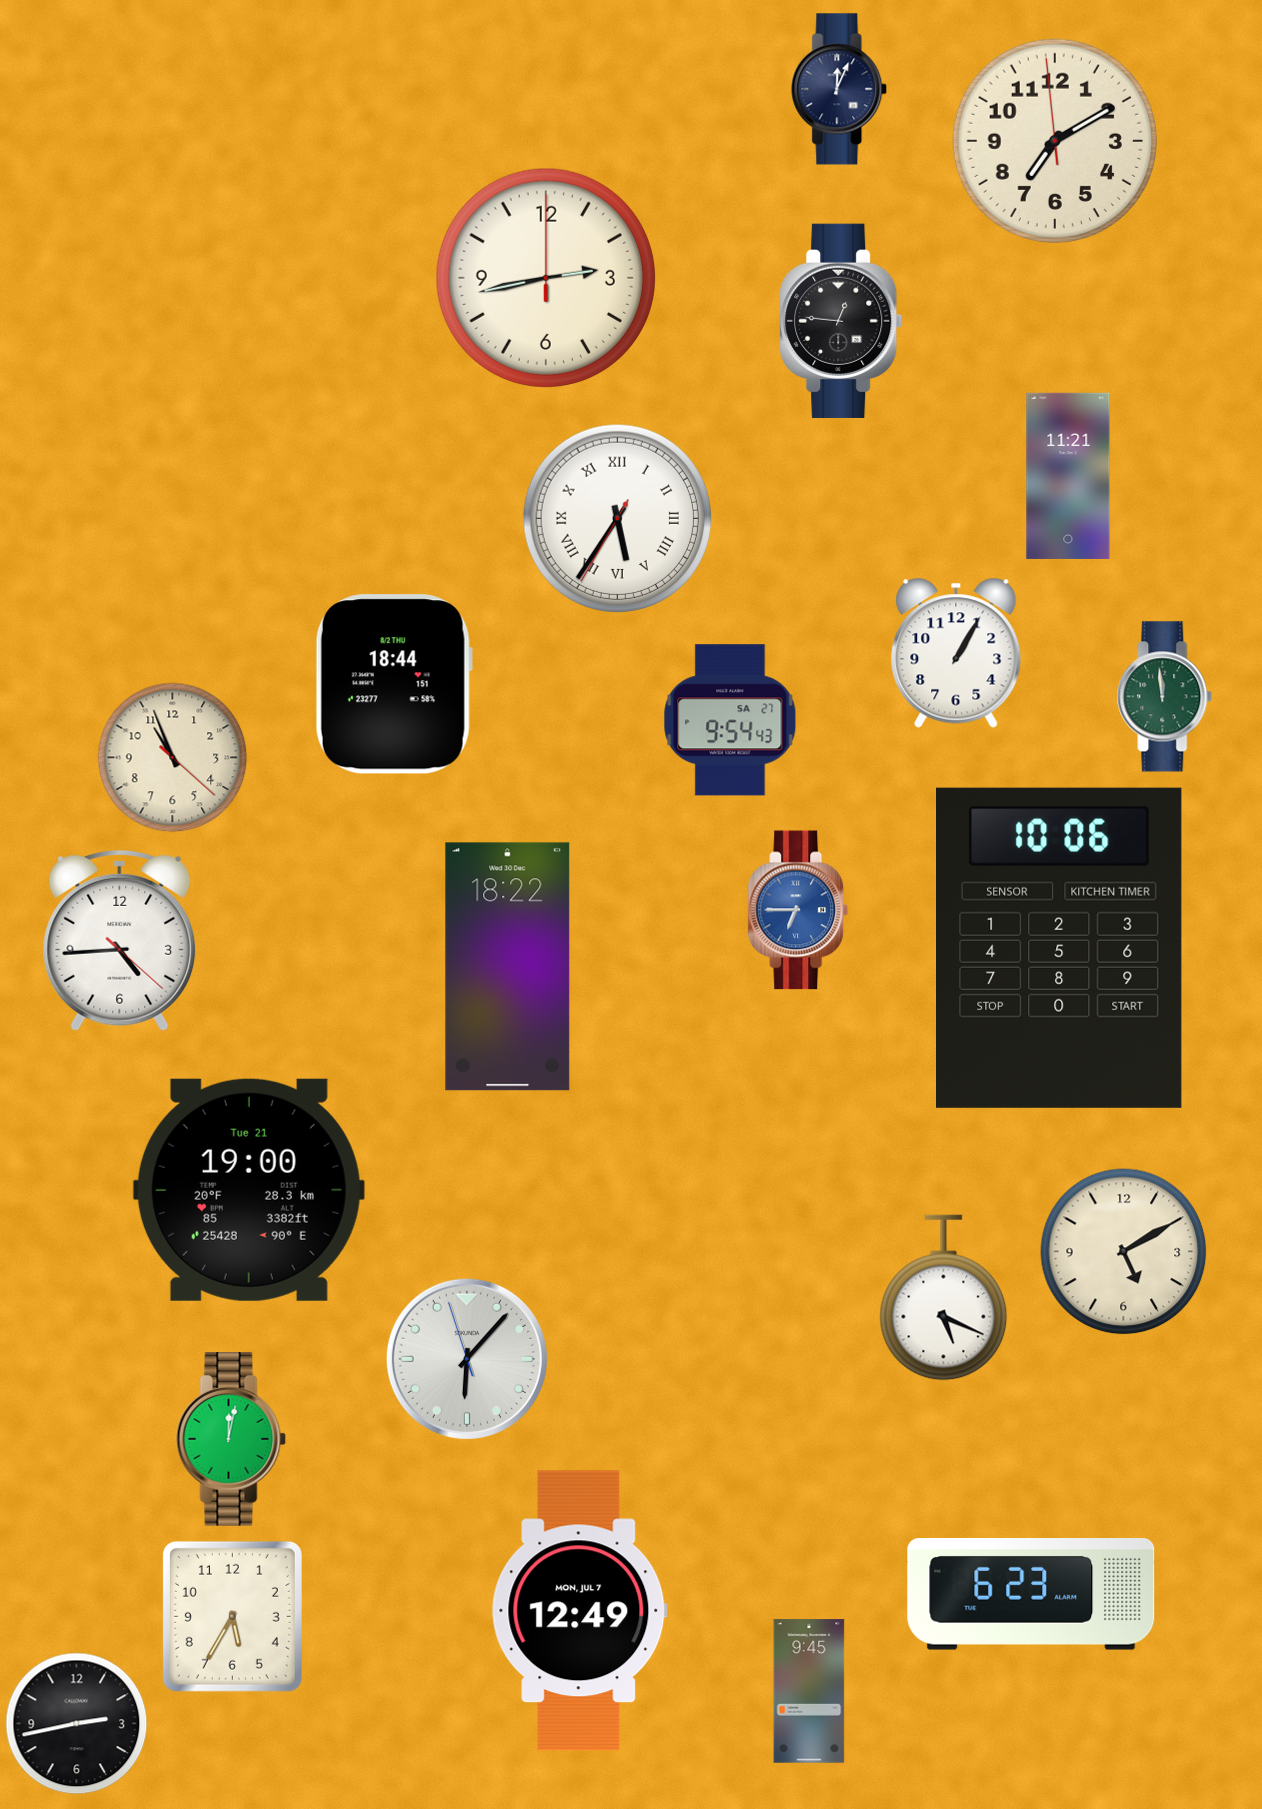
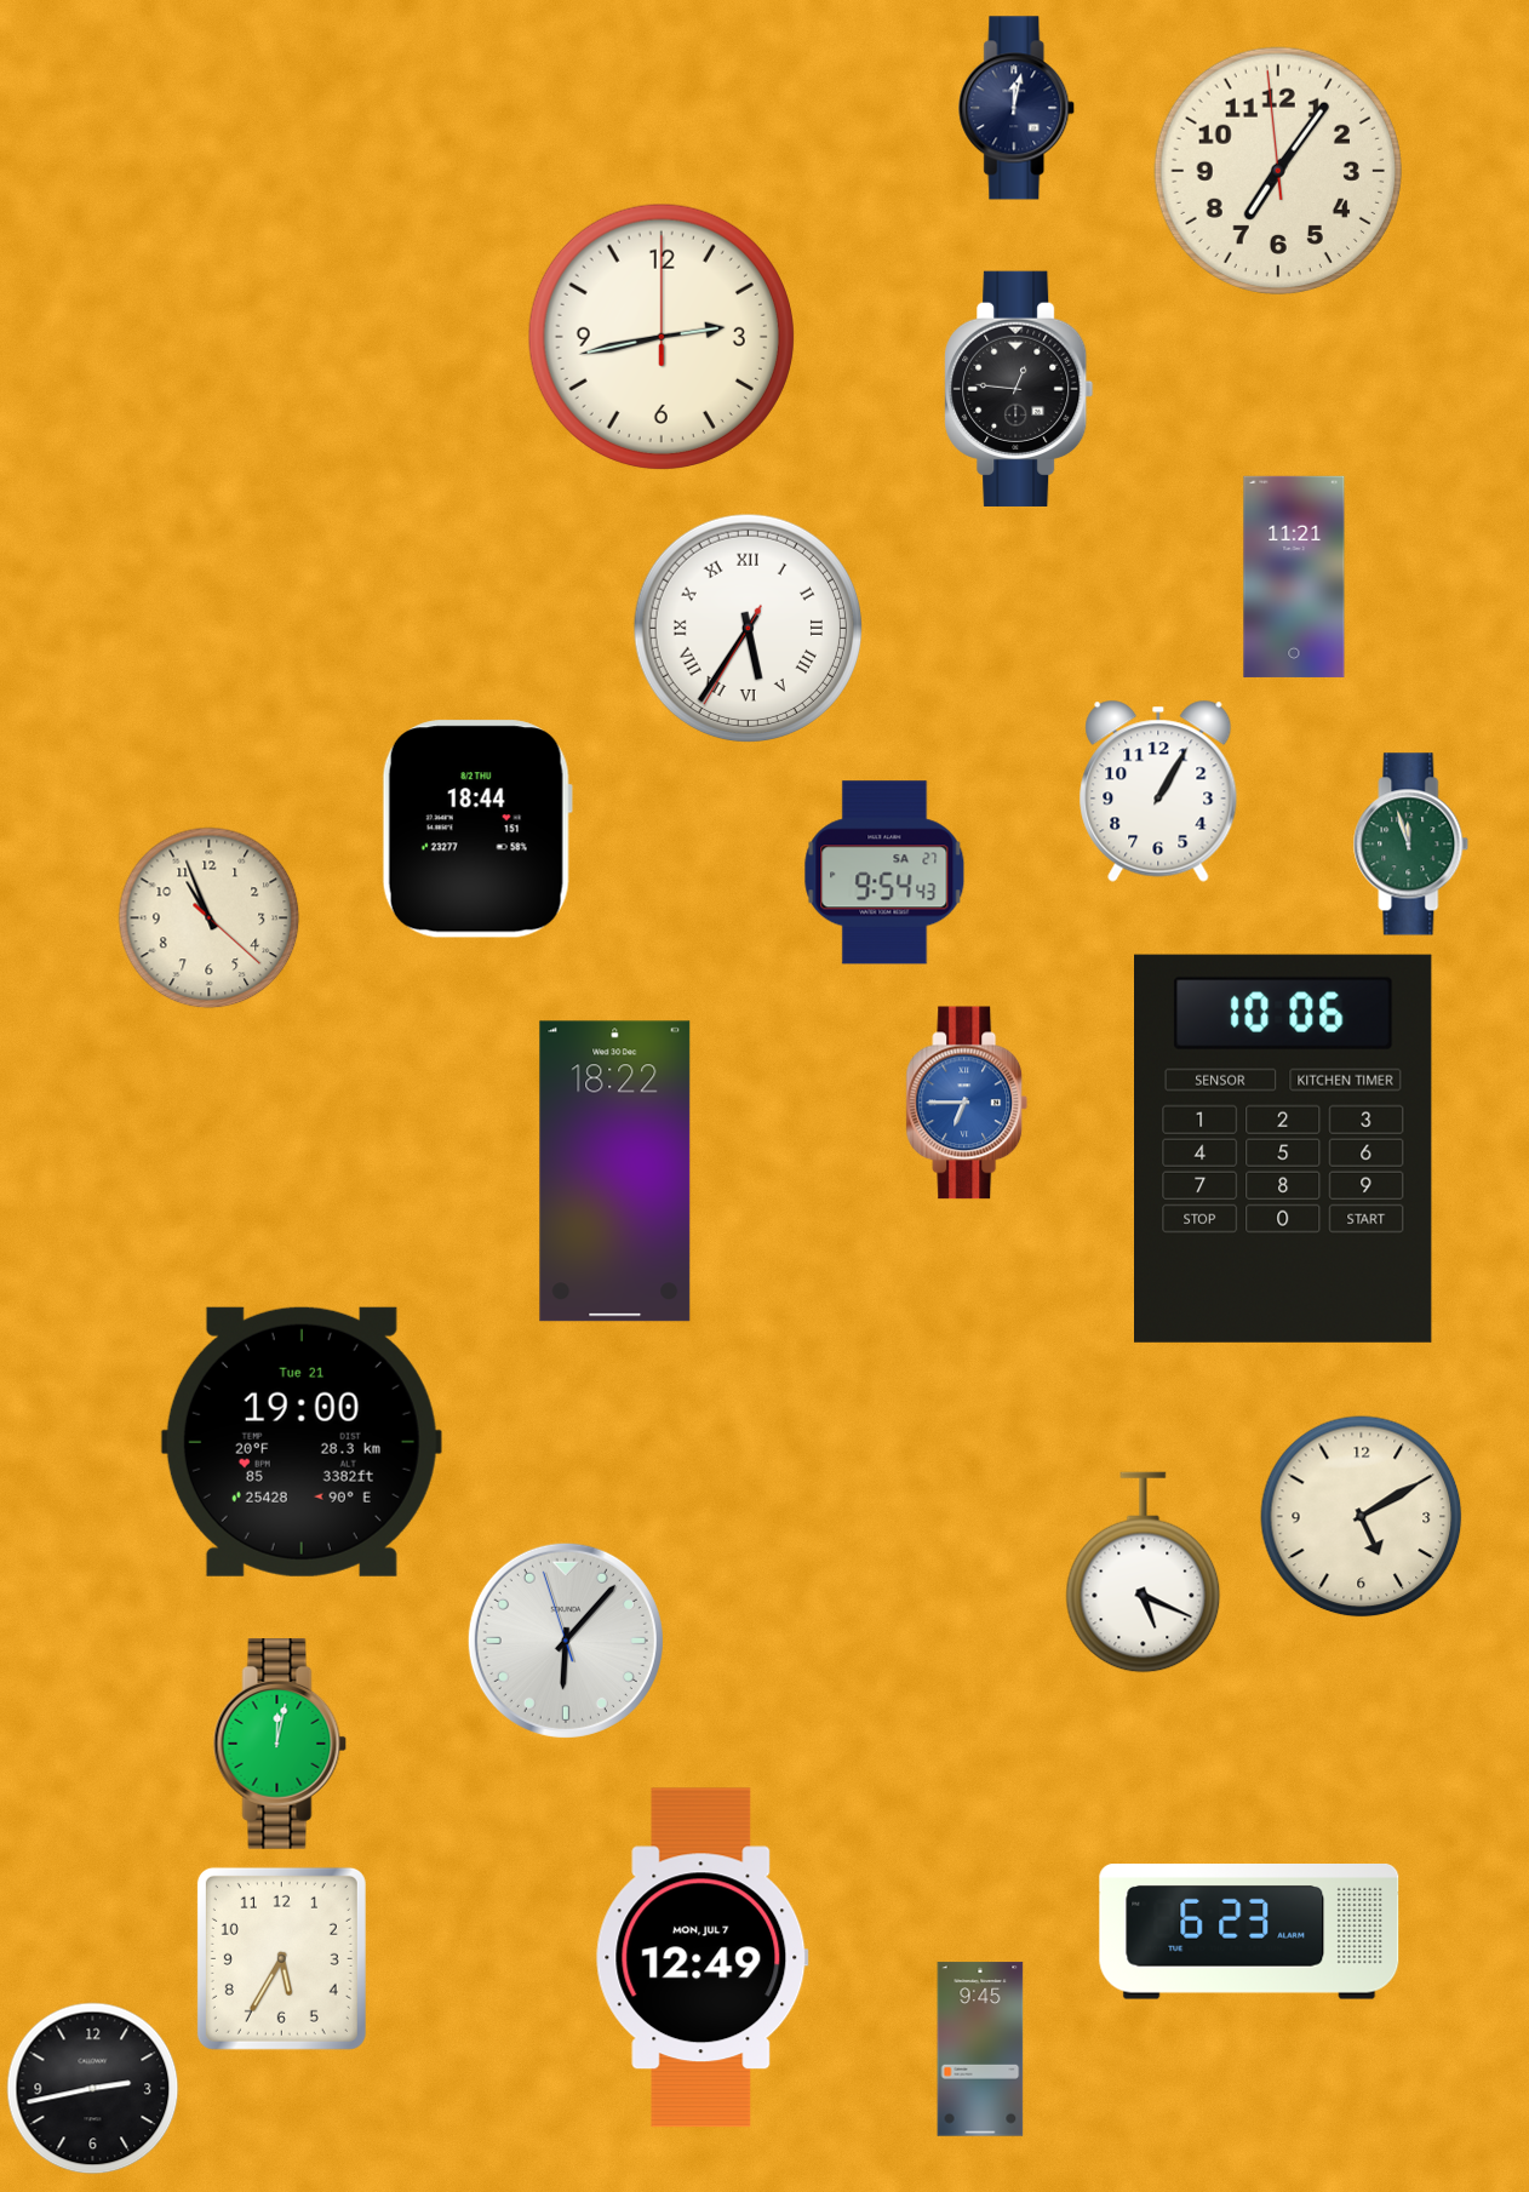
clock at (840, 89): 12:04 -> 12:02
clock at (1055, 141): 7:09 -> 7:05
clock at (1165, 697): 11:59 -> 11:57
clock at (120, 940): 4:44 -> none
clock at (467, 1359) position: (467, 1359) -> (566, 1641)
clock at (580, 1611) position: (580, 1611) -> (703, 1958)
